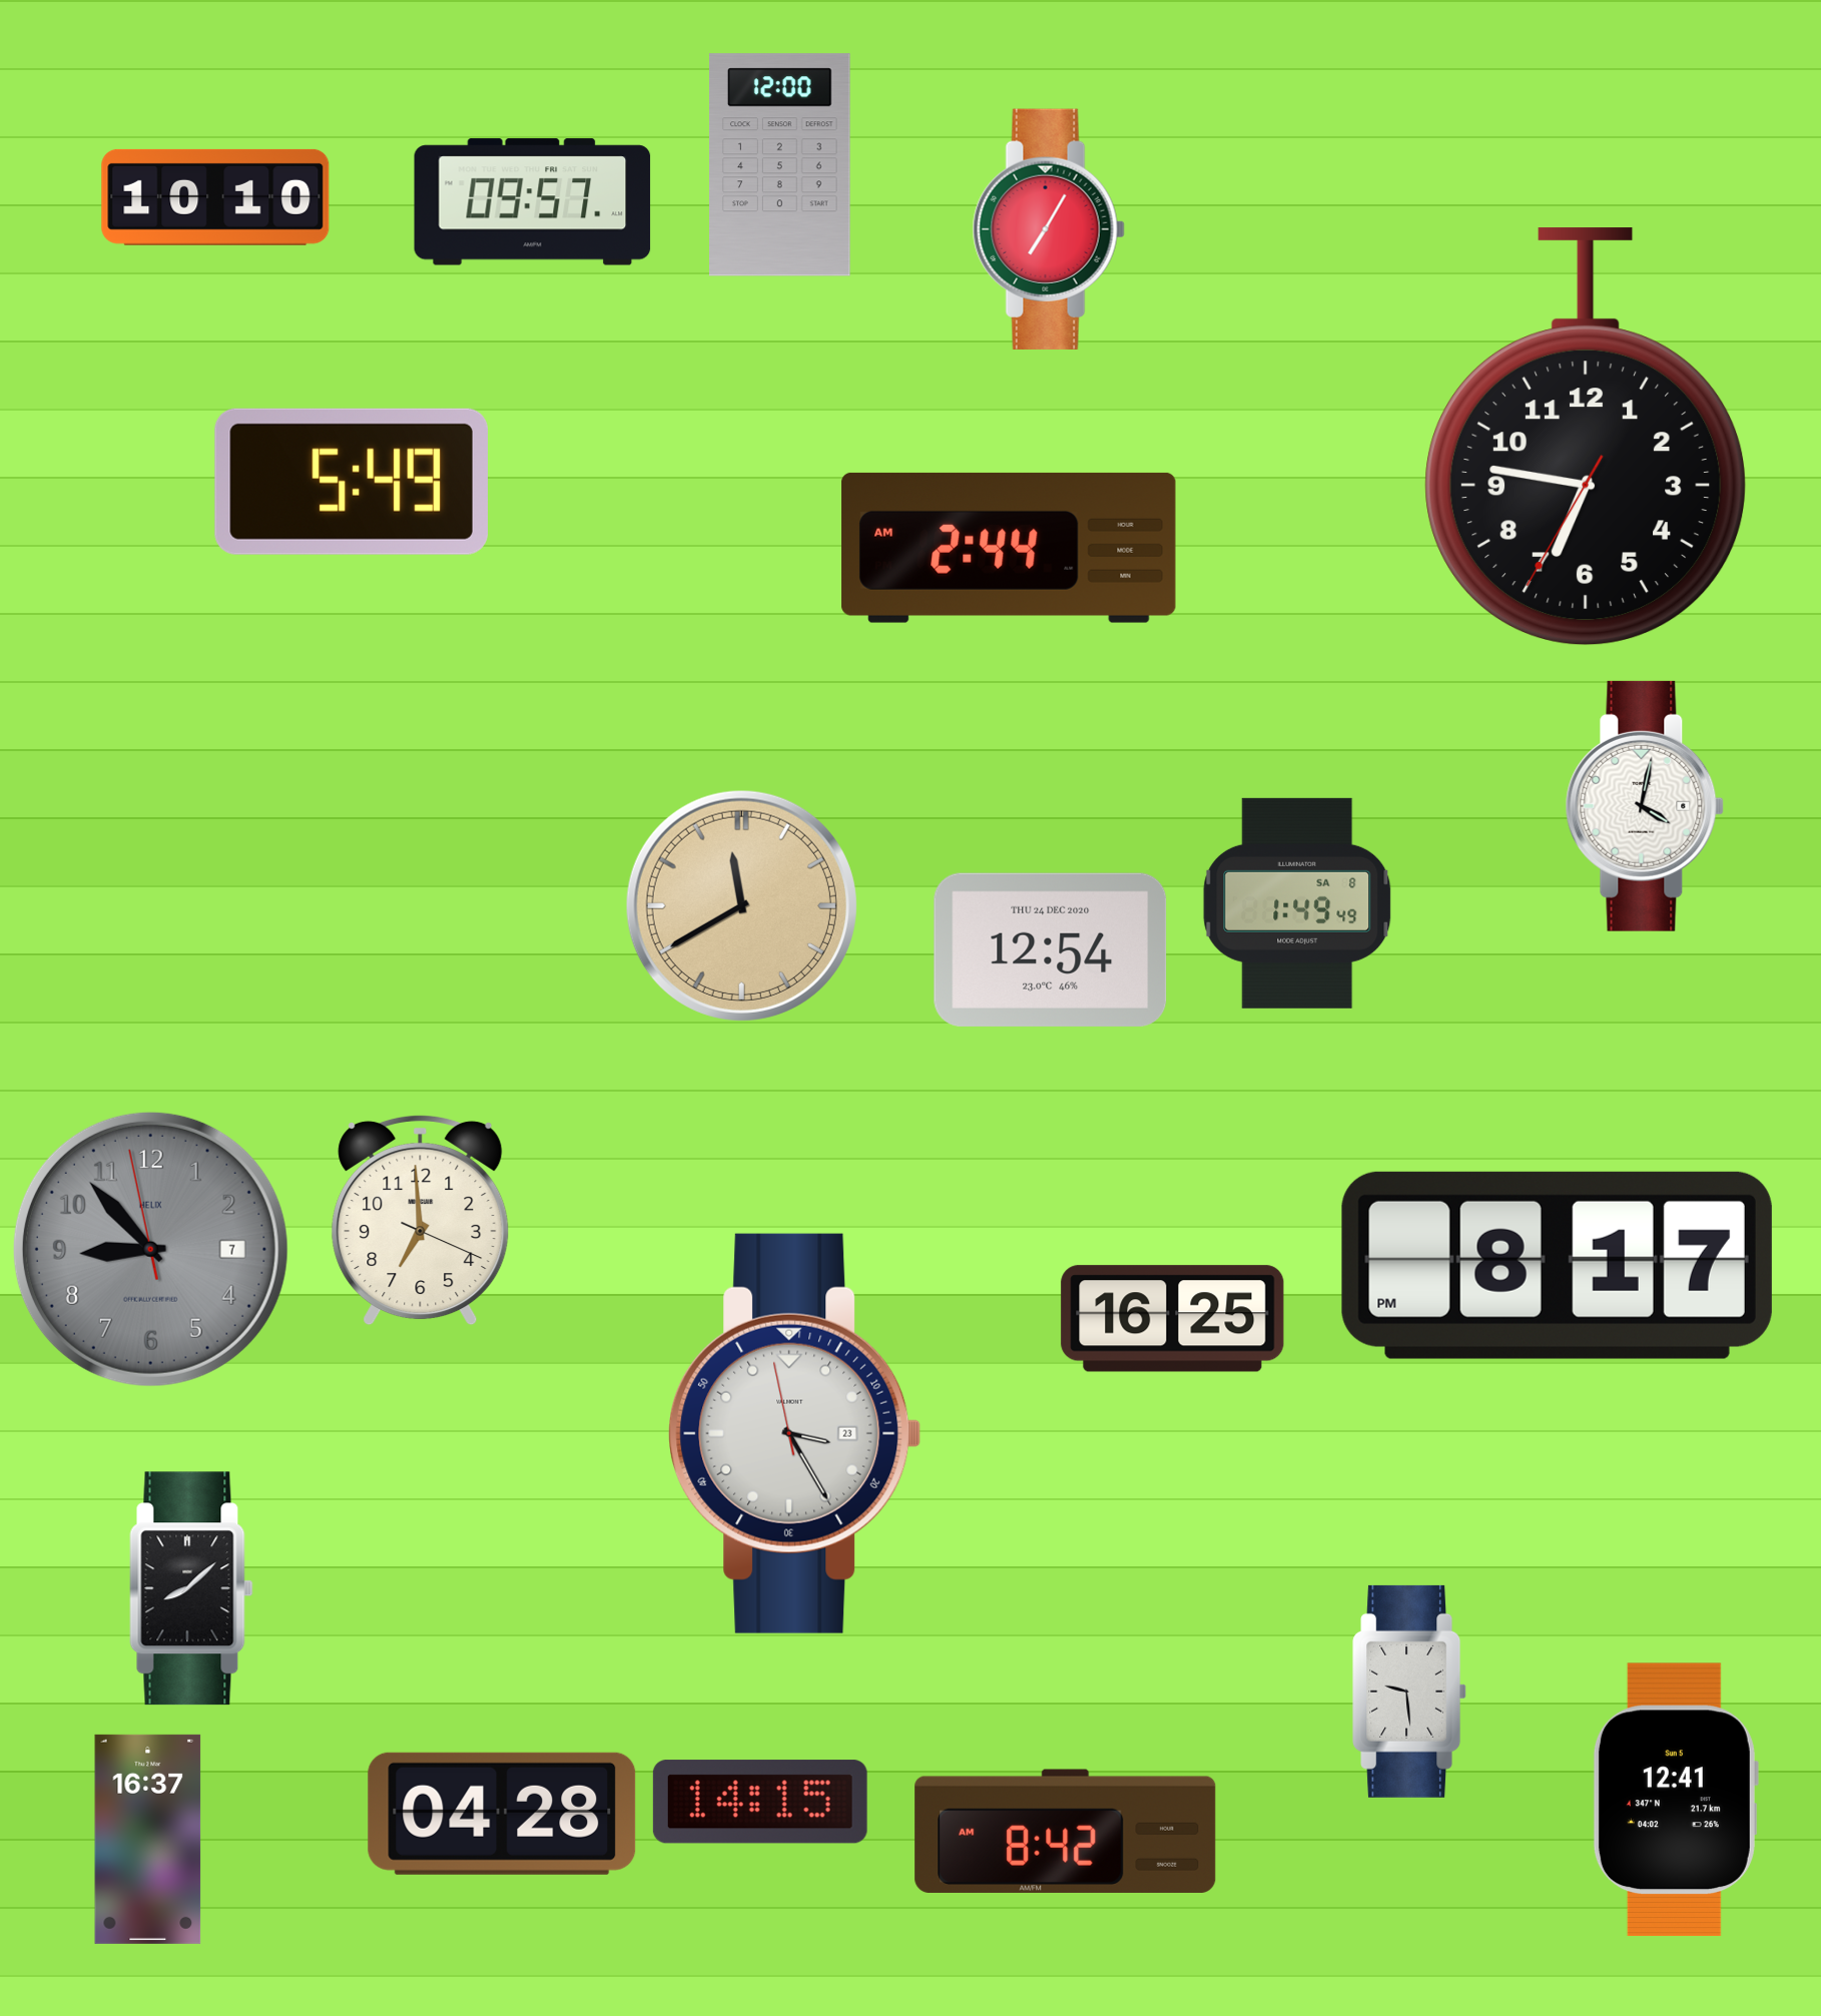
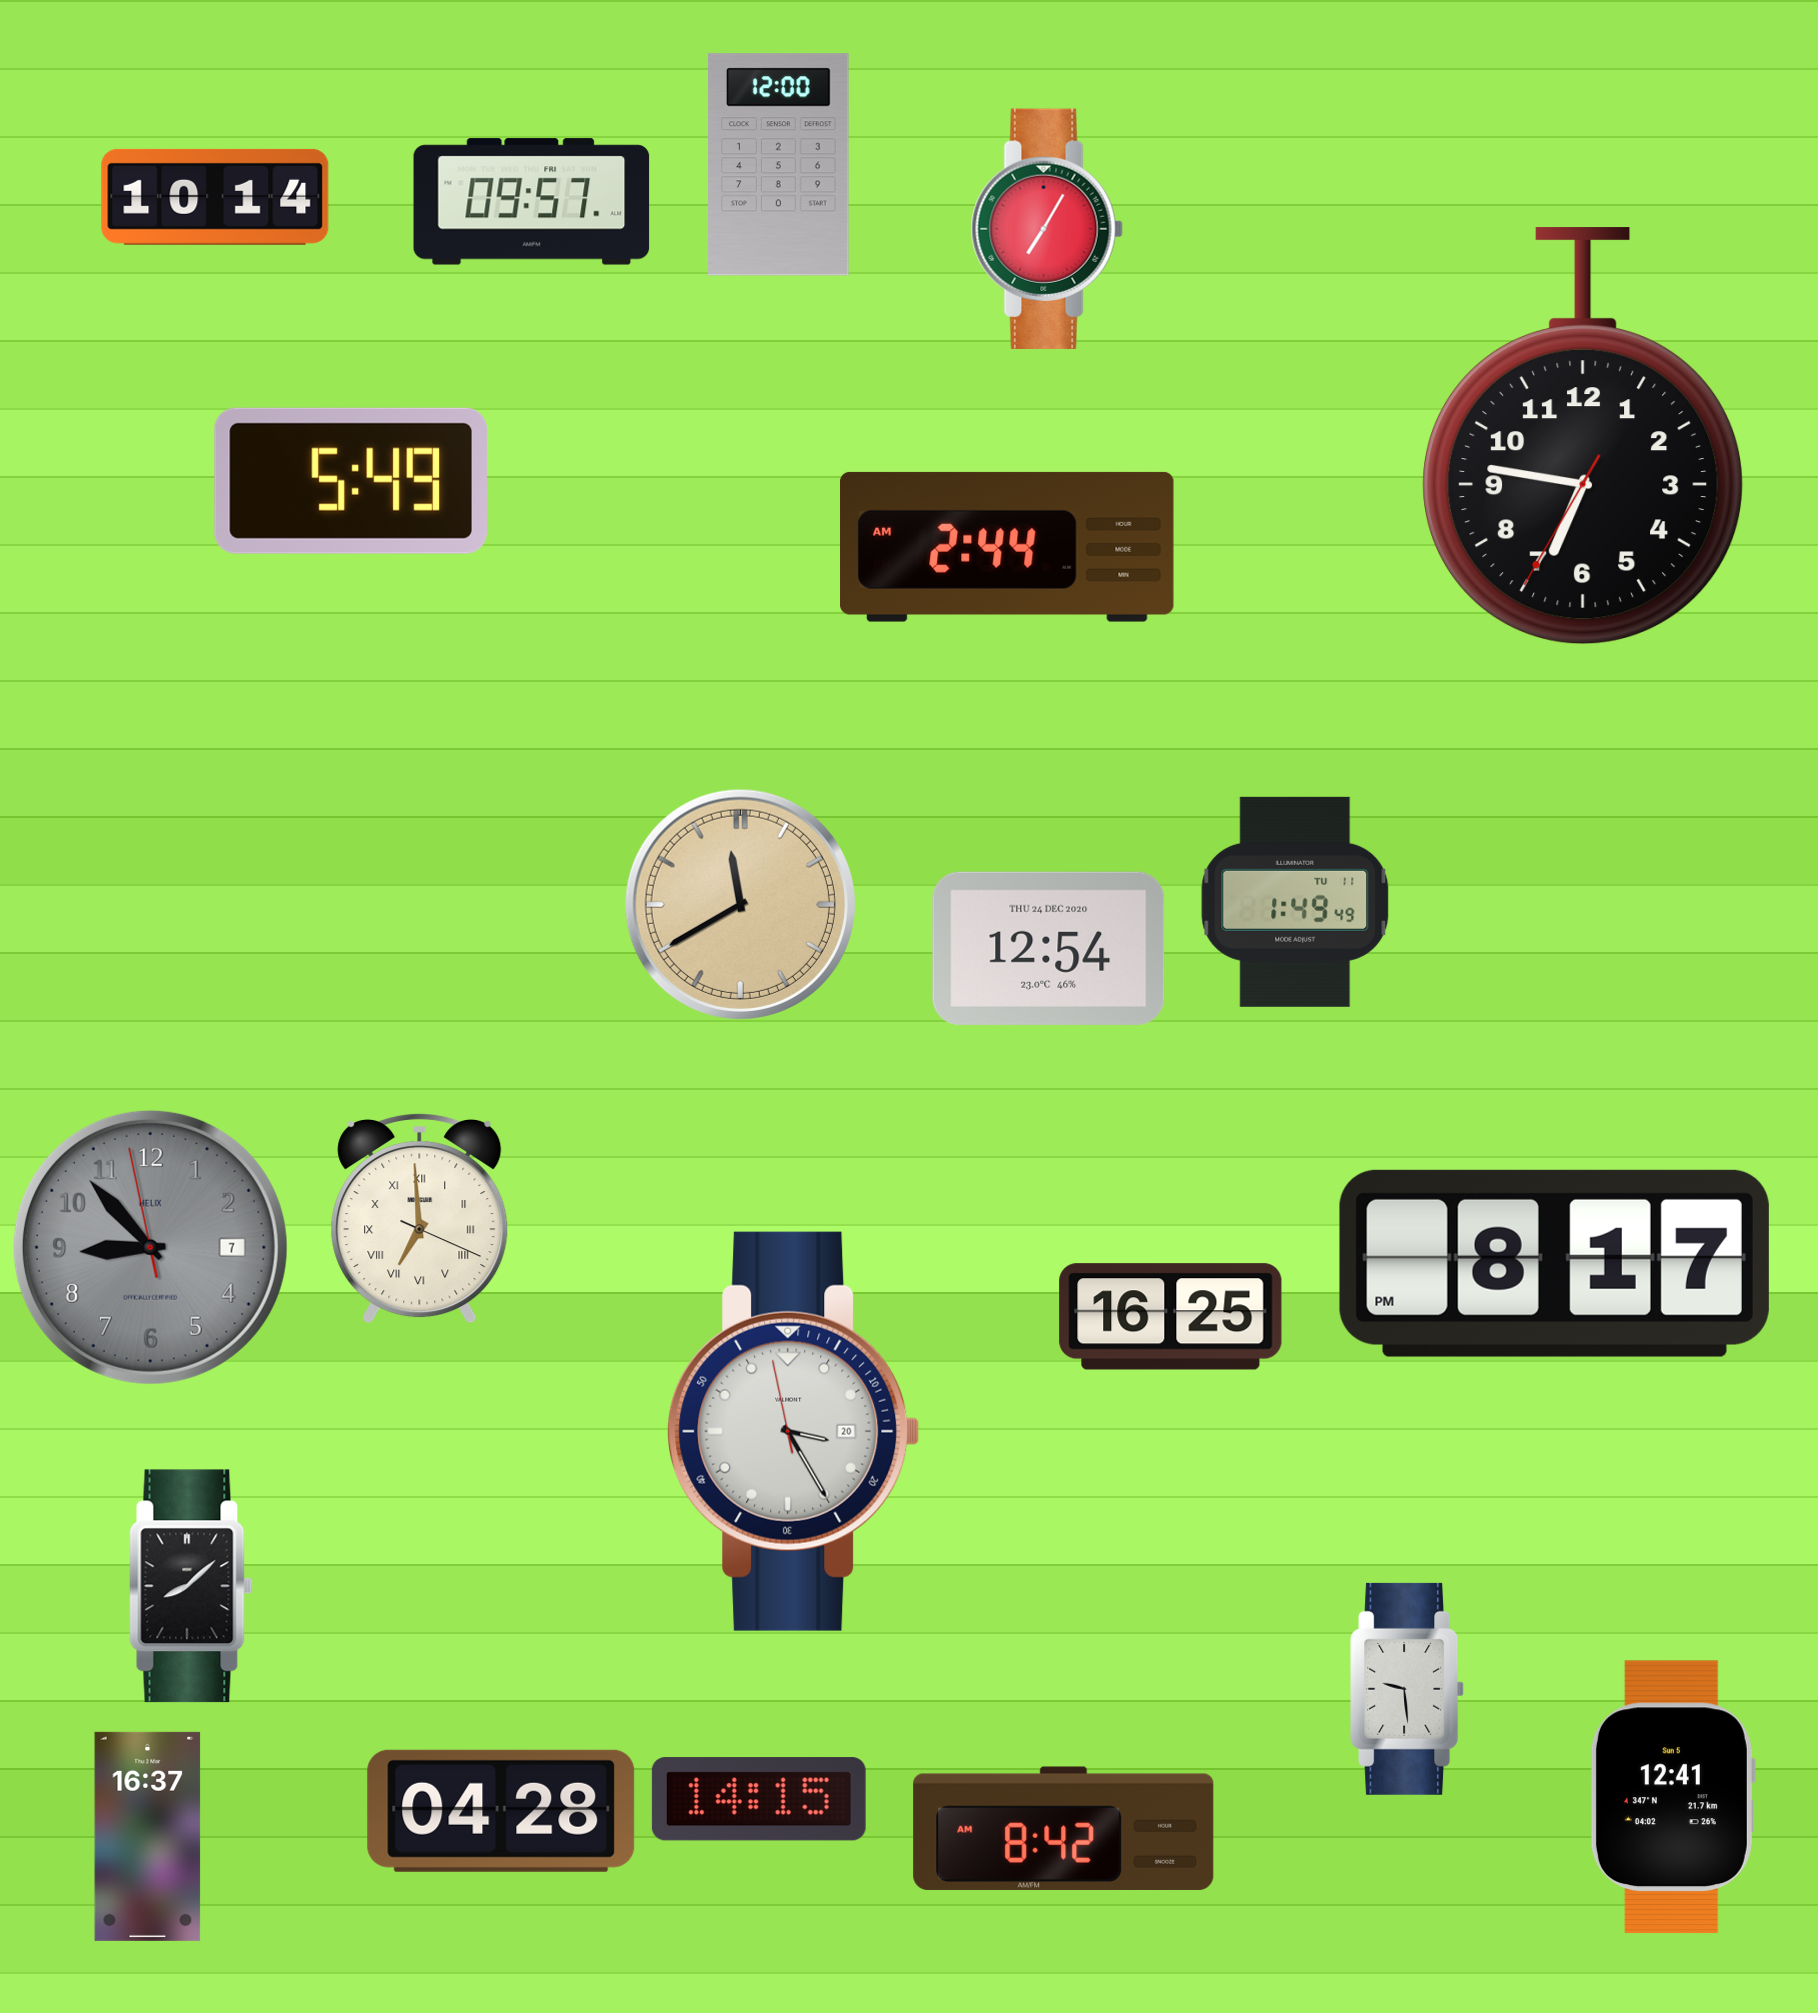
clock at (215, 197): 10:10 -> 10:14
clock at (1645, 806): 4:02 -> none
clock at (1297, 903) date: SA 8 -> TU 11
clock at (421, 1220) numerals: Arabic -> Roman
clock at (795, 1433) date: 23 -> 20
